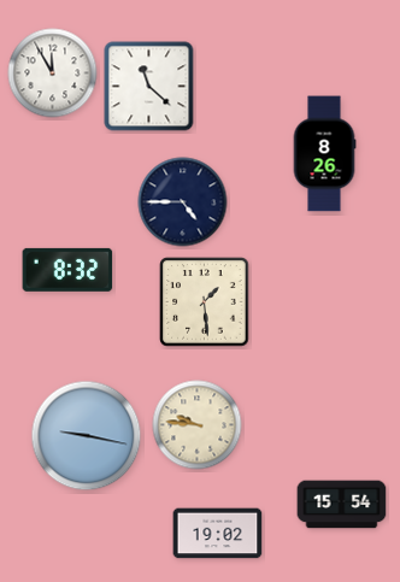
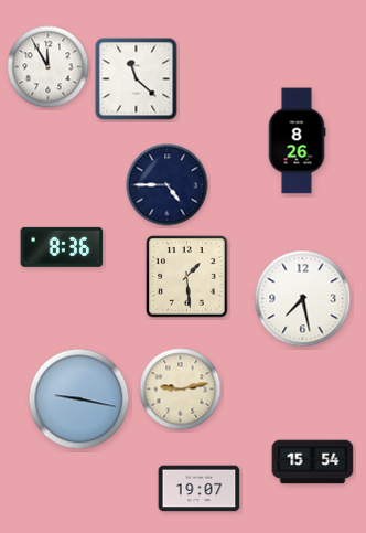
clock at (67, 270): 8:32 -> 8:36
clock at (303, 299): none -> 7:28
clock at (198, 425): 9:46 -> 9:13
clock at (218, 534): 19:02 -> 19:07
